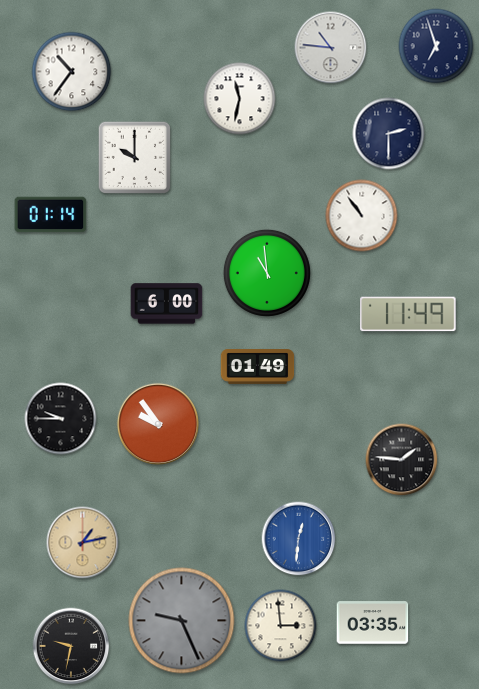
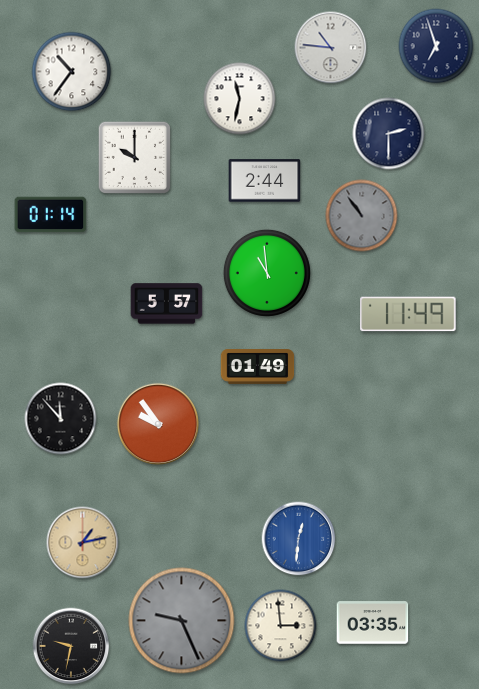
clock at (265, 181): none -> 2:44
clock at (362, 216) dial: white -> grey
clock at (167, 304): 6:00 -> 5:57
clock at (61, 419): 9:45 -> 11:53
clock at (402, 460): 1:46 -> none
